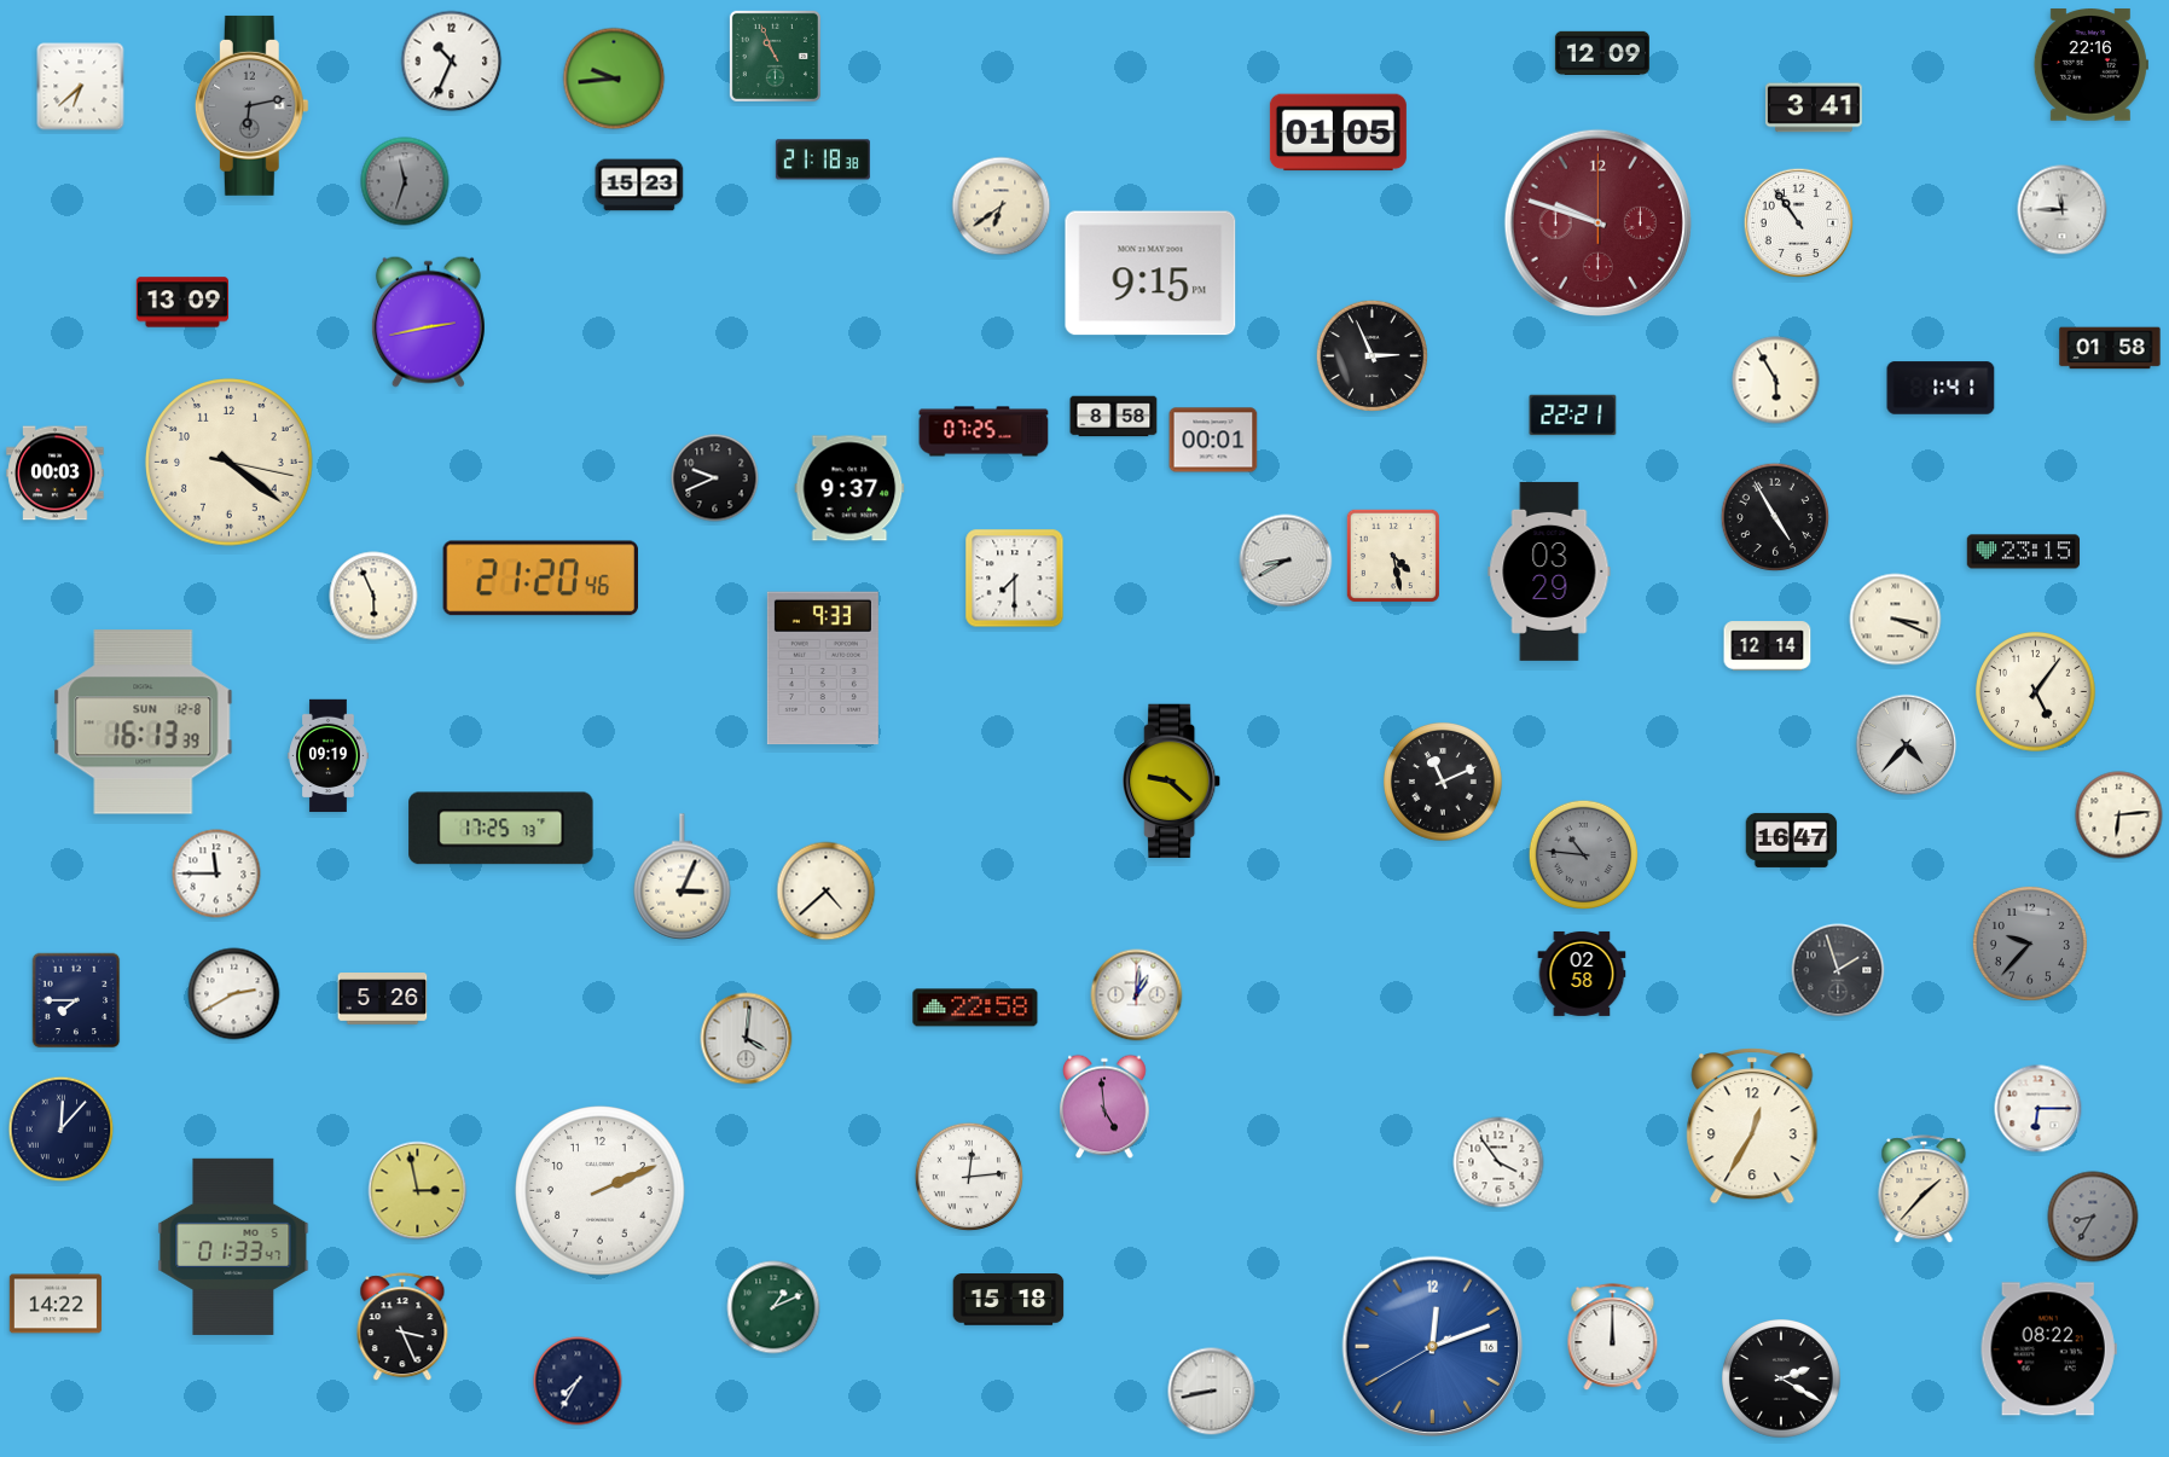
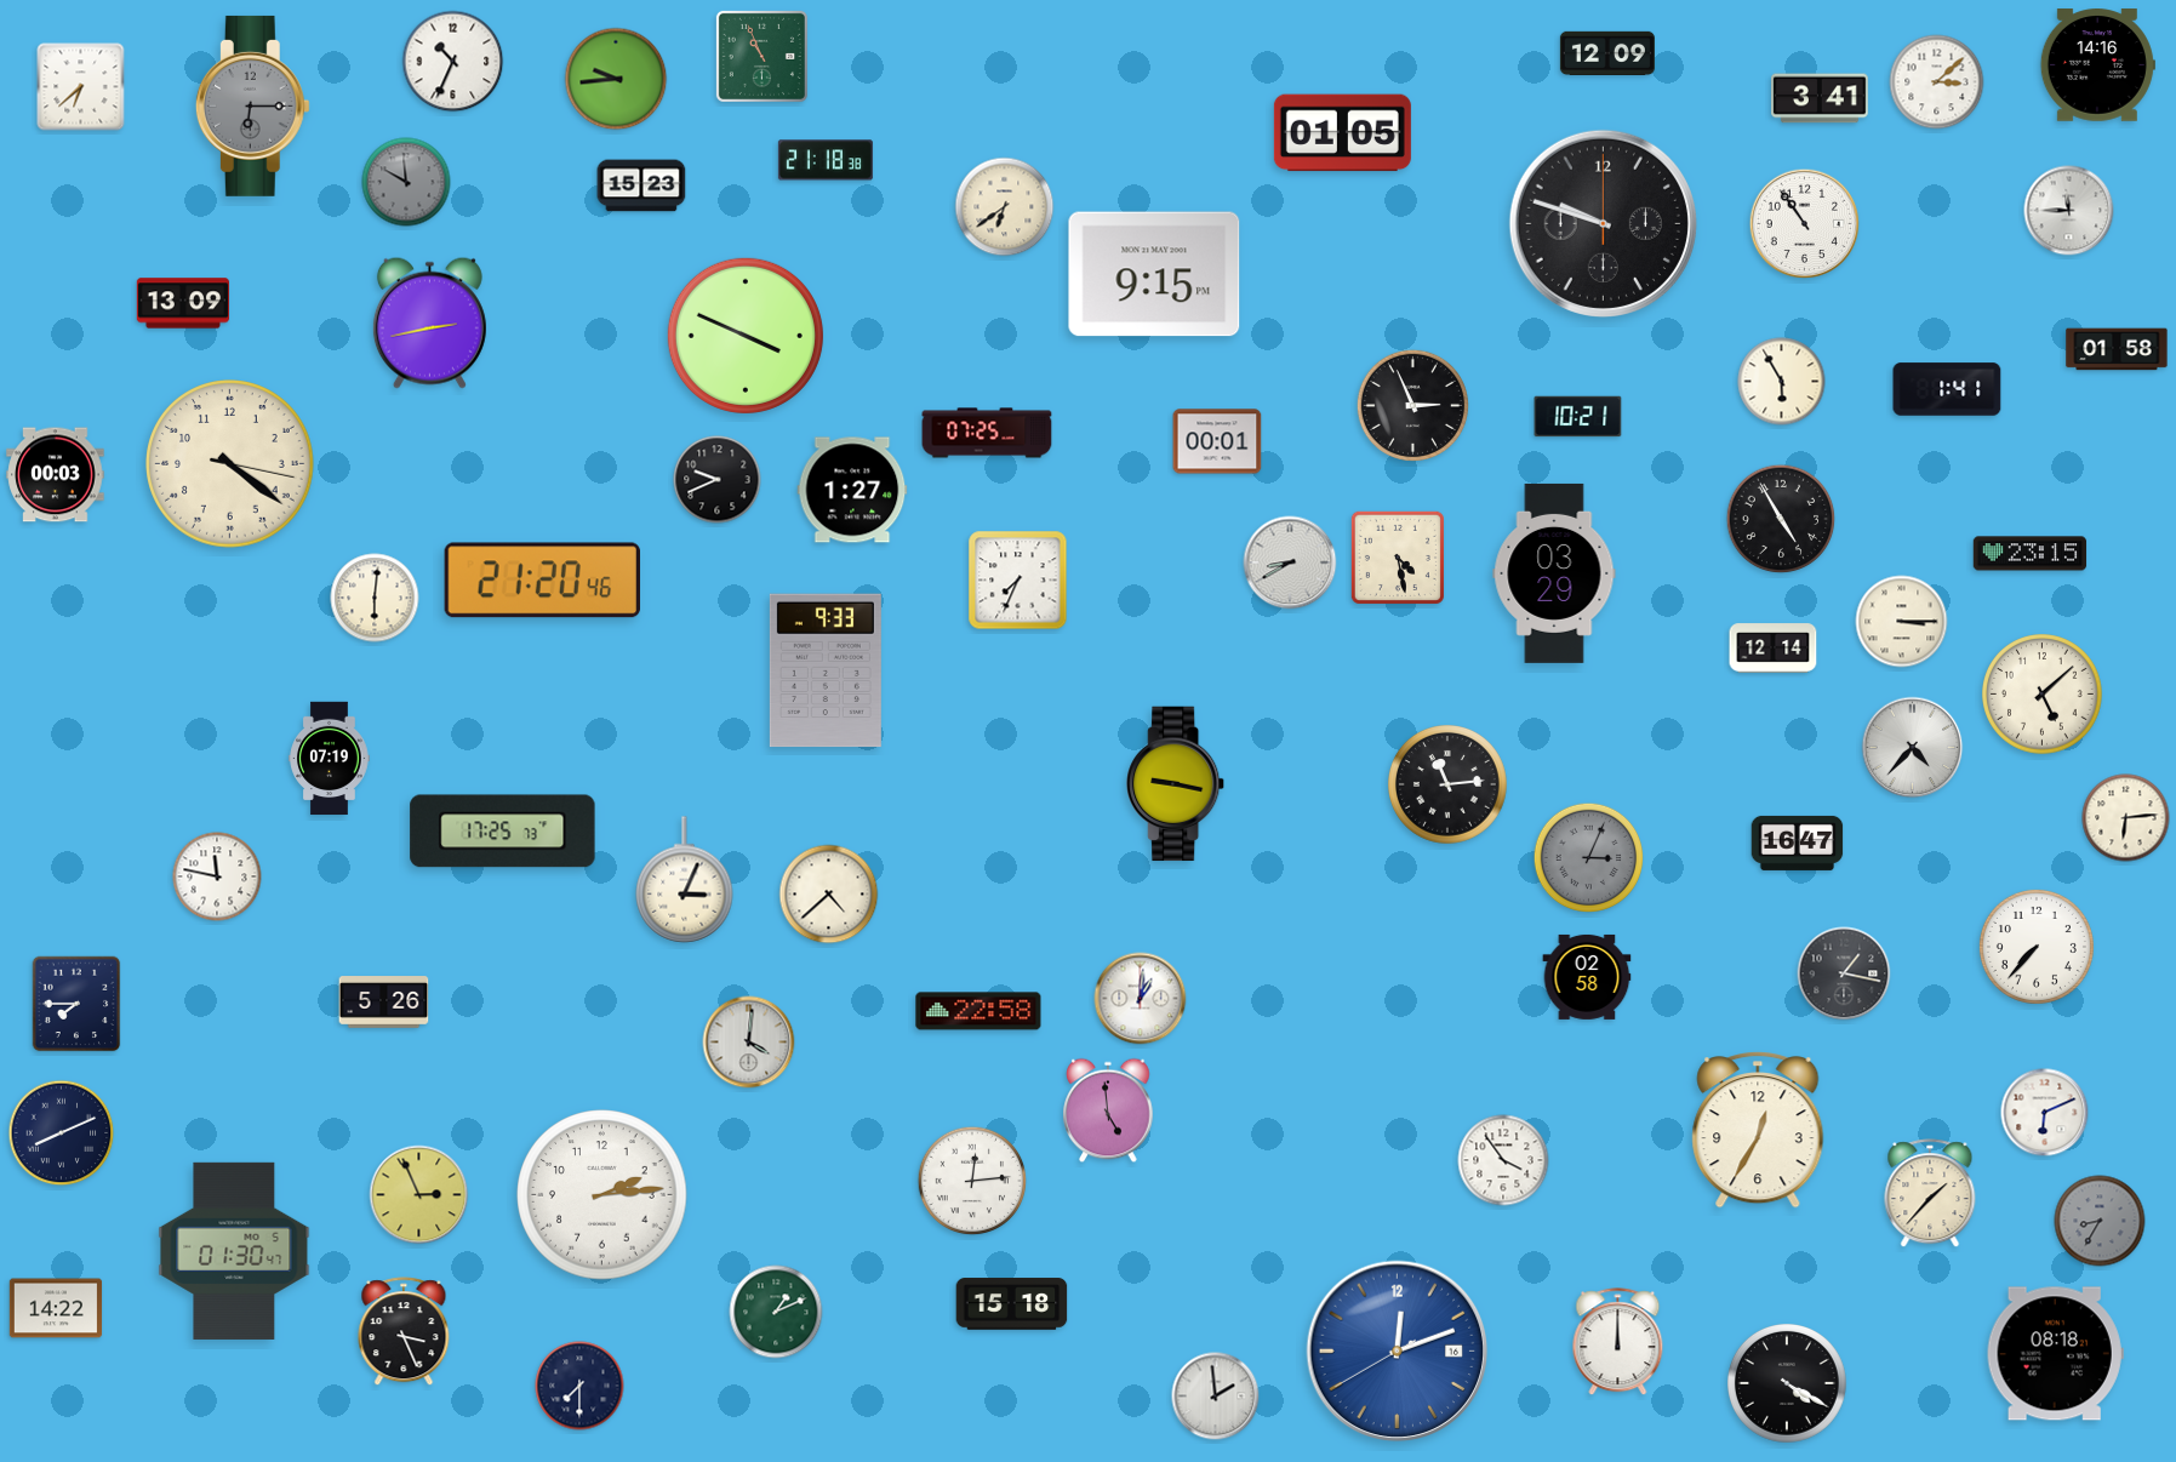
clock at (775, 56) position: (775, 56) -> (761, 56)
clock at (2090, 65): 22:16 -> 14:16
clock at (1937, 82): none -> 3:08
clock at (251, 105): 6:13 -> 6:15
clock at (1815, 108) position: (1815, 108) -> (1821, 98)
clock at (405, 181): 11:33 -> 9:59
clock at (1597, 222) dial: burgundy -> black
clock at (746, 336): none -> 3:49
clock at (1371, 355) position: (1371, 355) -> (1412, 405)
clock at (1573, 416): 22:21 -> 10:21
clock at (1114, 417): 8:58 -> none
clock at (849, 488): 9:37 -> 1:27
clock at (1015, 579): 7:30 -> 7:34
clock at (373, 596): 5:56 -> 6:01
clock at (1896, 620): 3:19 -> 3:15
clock at (2036, 692): 5:06 -> 5:08
clock at (144, 722): 16:13 -> none
clock at (329, 756): 09:19 -> 07:19
clock at (1172, 782): 9:22 -> 9:17
clock at (1444, 783): 11:11 -> 11:14
clock at (1584, 855): 10:46 -> 3:04
clock at (216, 873): 11:45 -> 11:47
clock at (2030, 944): 9:37 -> 7:37
clock at (2030, 944) dial: grey -> white
clock at (1838, 970): 1:57 -> 1:17
clock at (234, 994): 2:40 -> none
clock at (2038, 1109): 6:15 -> 6:11
clock at (62, 1130): 12:07 -> 8:11
clock at (1498, 1162) position: (1498, 1162) -> (1503, 1160)
clock at (418, 1191): 2:58 -> 2:56
clock at (601, 1191): 2:11 -> 2:14
clock at (233, 1247): 01:33 -> 01:30
clock at (1433, 1347) position: (1433, 1347) -> (1398, 1352)
clock at (2048, 1349): 08:22 -> 08:18
clock at (1782, 1380): 2:20 -> 4:20
clock at (578, 1381): 7:35 -> 7:30
clock at (1212, 1392): 8:43 -> 1:59
